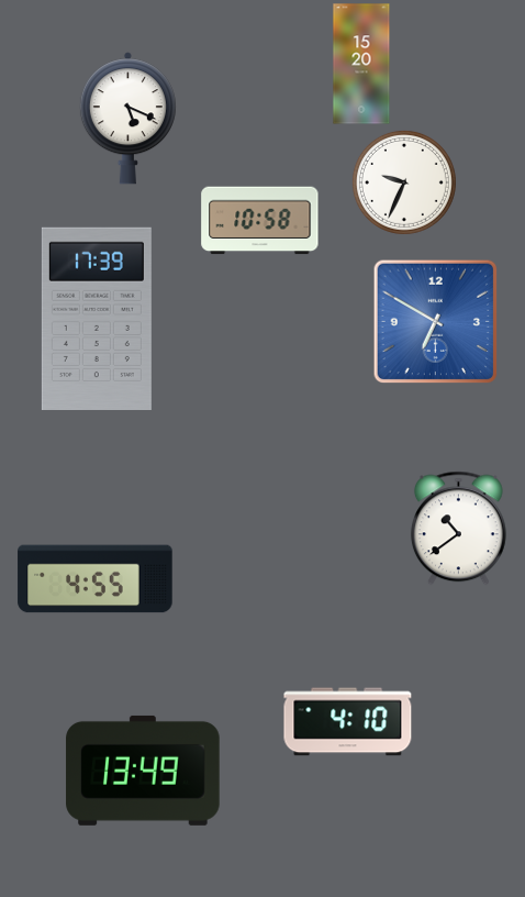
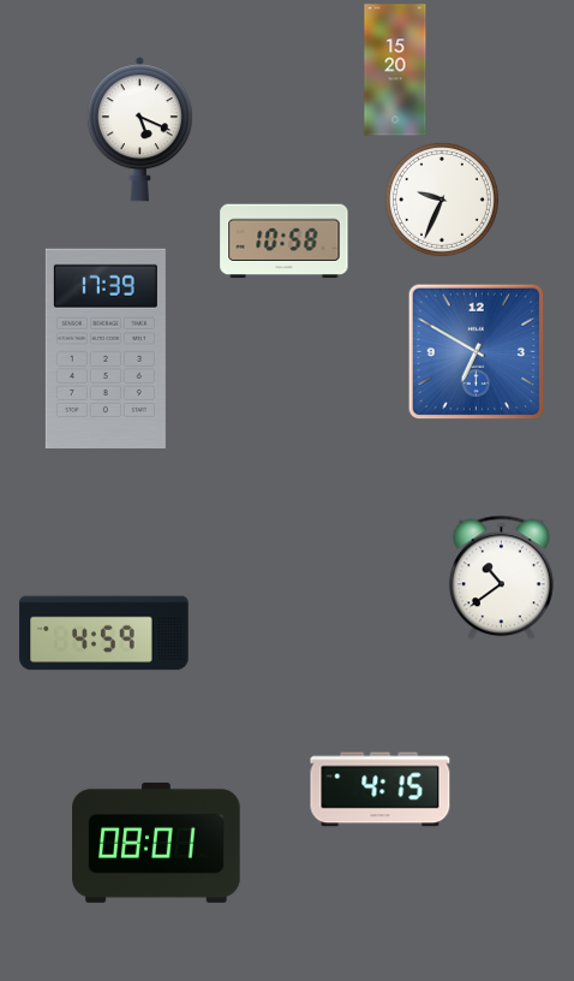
clock at (96, 579): 4:55 -> 4:59
clock at (348, 722): 4:10 -> 4:15
clock at (143, 771): 13:49 -> 08:01
